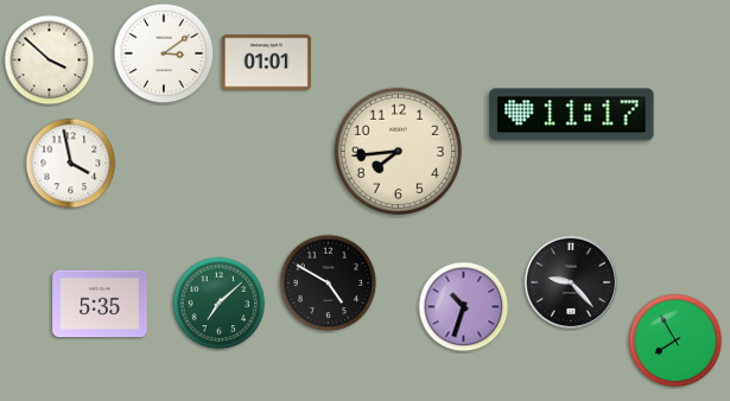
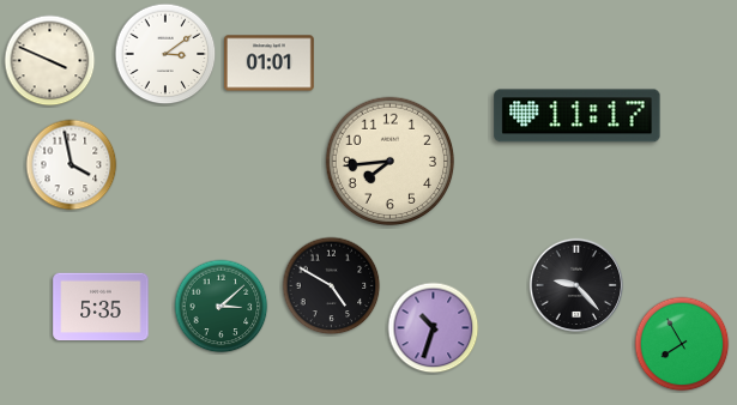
clock at (50, 61): 3:52 -> 3:49
clock at (399, 152) position: (399, 152) -> (391, 162)
clock at (220, 304): 7:08 -> 3:08
clock at (464, 307) position: (464, 307) -> (434, 328)
